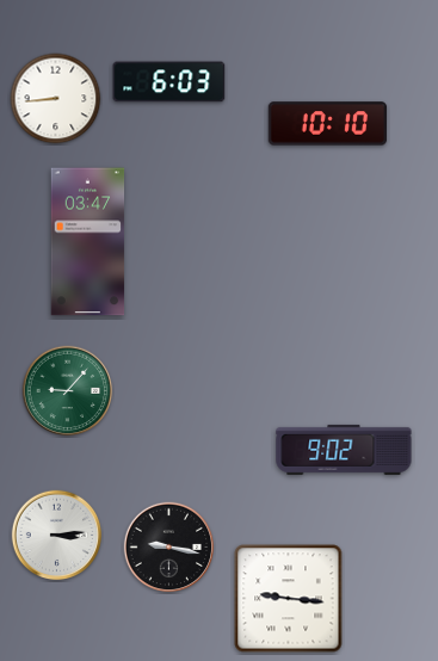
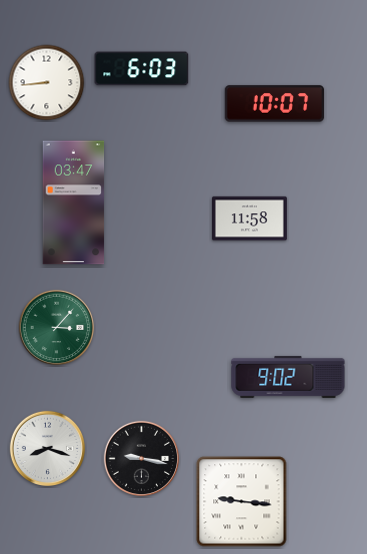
clock at (328, 124): 10:10 -> 10:07
clock at (249, 219): none -> 11:58
clock at (68, 391): 9:07 -> 3:07
clock at (57, 536): 3:14 -> 8:18
